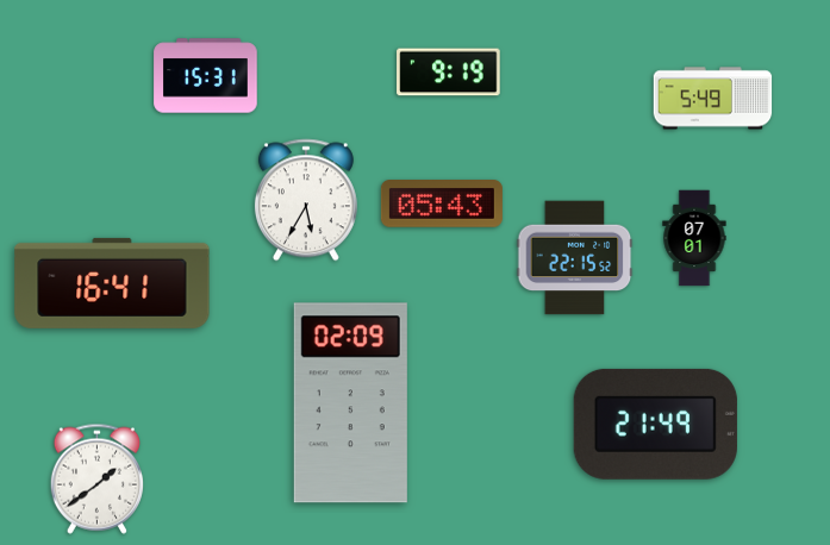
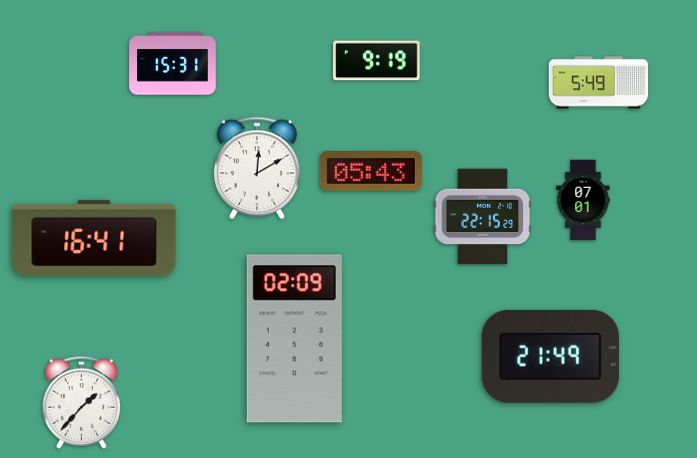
clock at (306, 200): 5:35 -> 12:10
clock at (575, 258): 22:15:52 -> 22:15:29
clock at (96, 478): 1:39 -> 1:37
